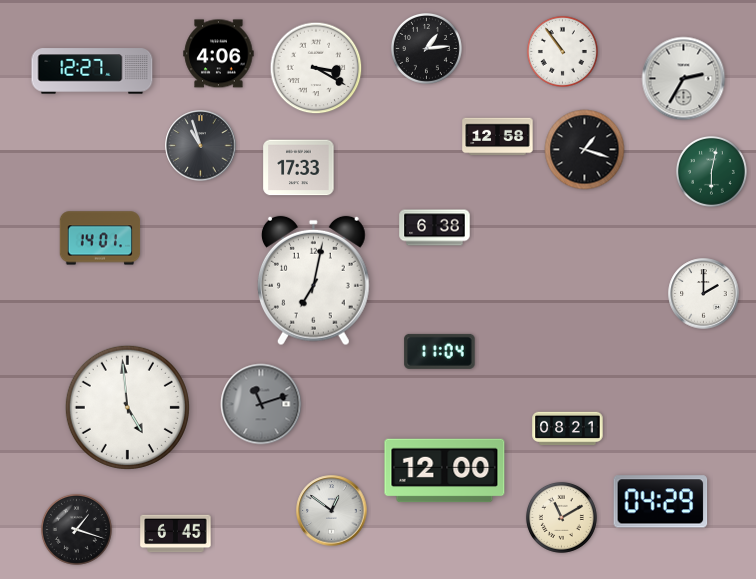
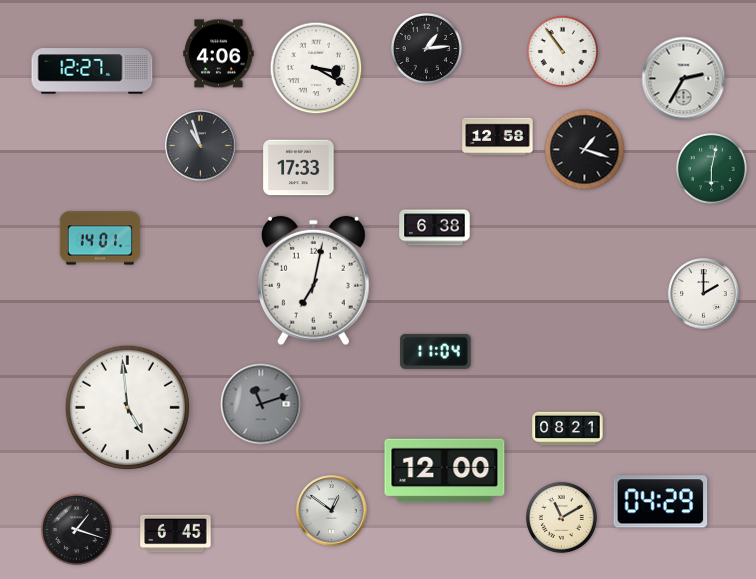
clock at (711, 171) position: (711, 171) -> (711, 168)
clock at (440, 351) position: (440, 351) -> (436, 351)
